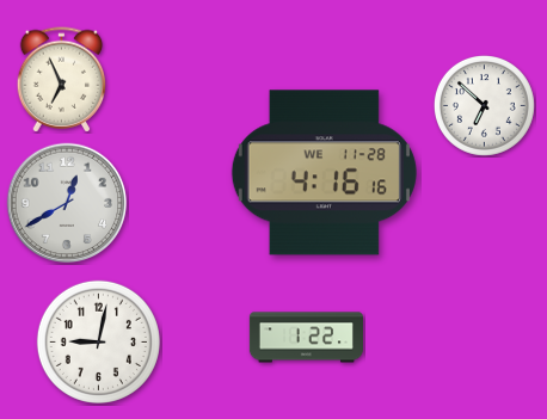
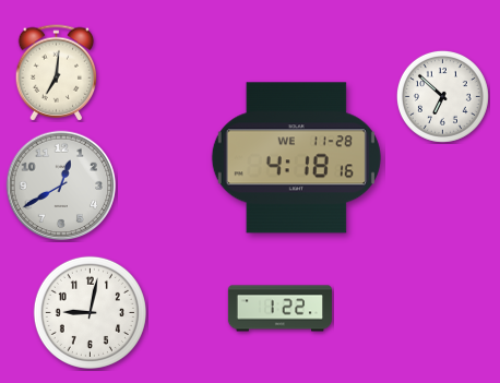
clock at (62, 80): 6:56 -> 7:01
clock at (324, 173): 4:16 -> 4:18
